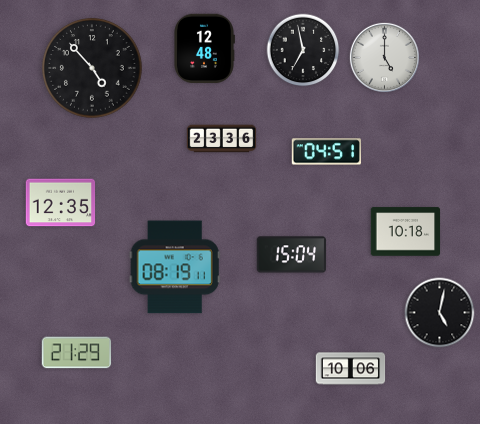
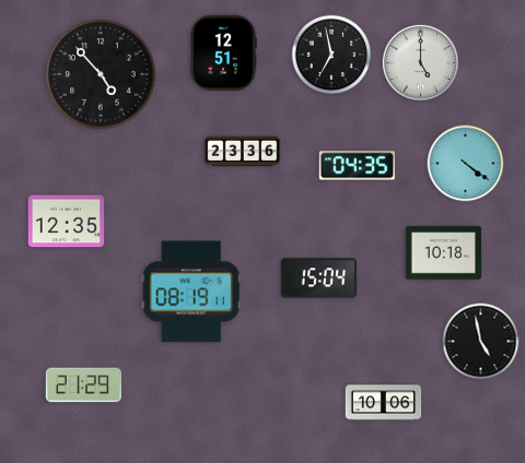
clock at (204, 49): 12:48 -> 12:51
clock at (466, 164): none -> 4:21
clock at (327, 152): 04:51 -> 04:35
clock at (440, 313): 5:02 -> 4:58
